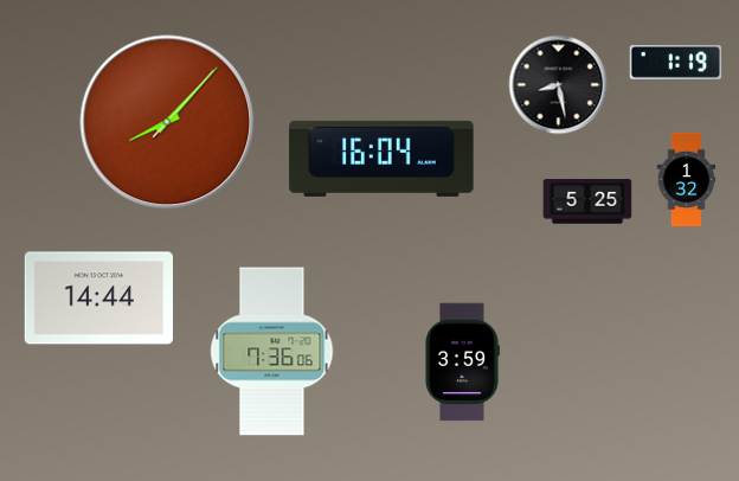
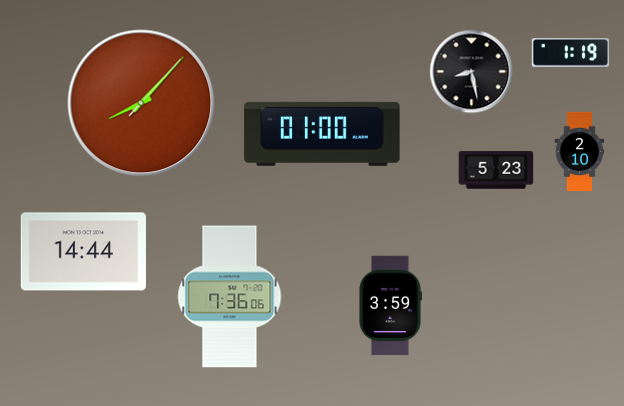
clock at (381, 159): 16:04 -> 01:00
clock at (687, 179): 1:32 -> 2:10
clock at (587, 201): 5:25 -> 5:23
